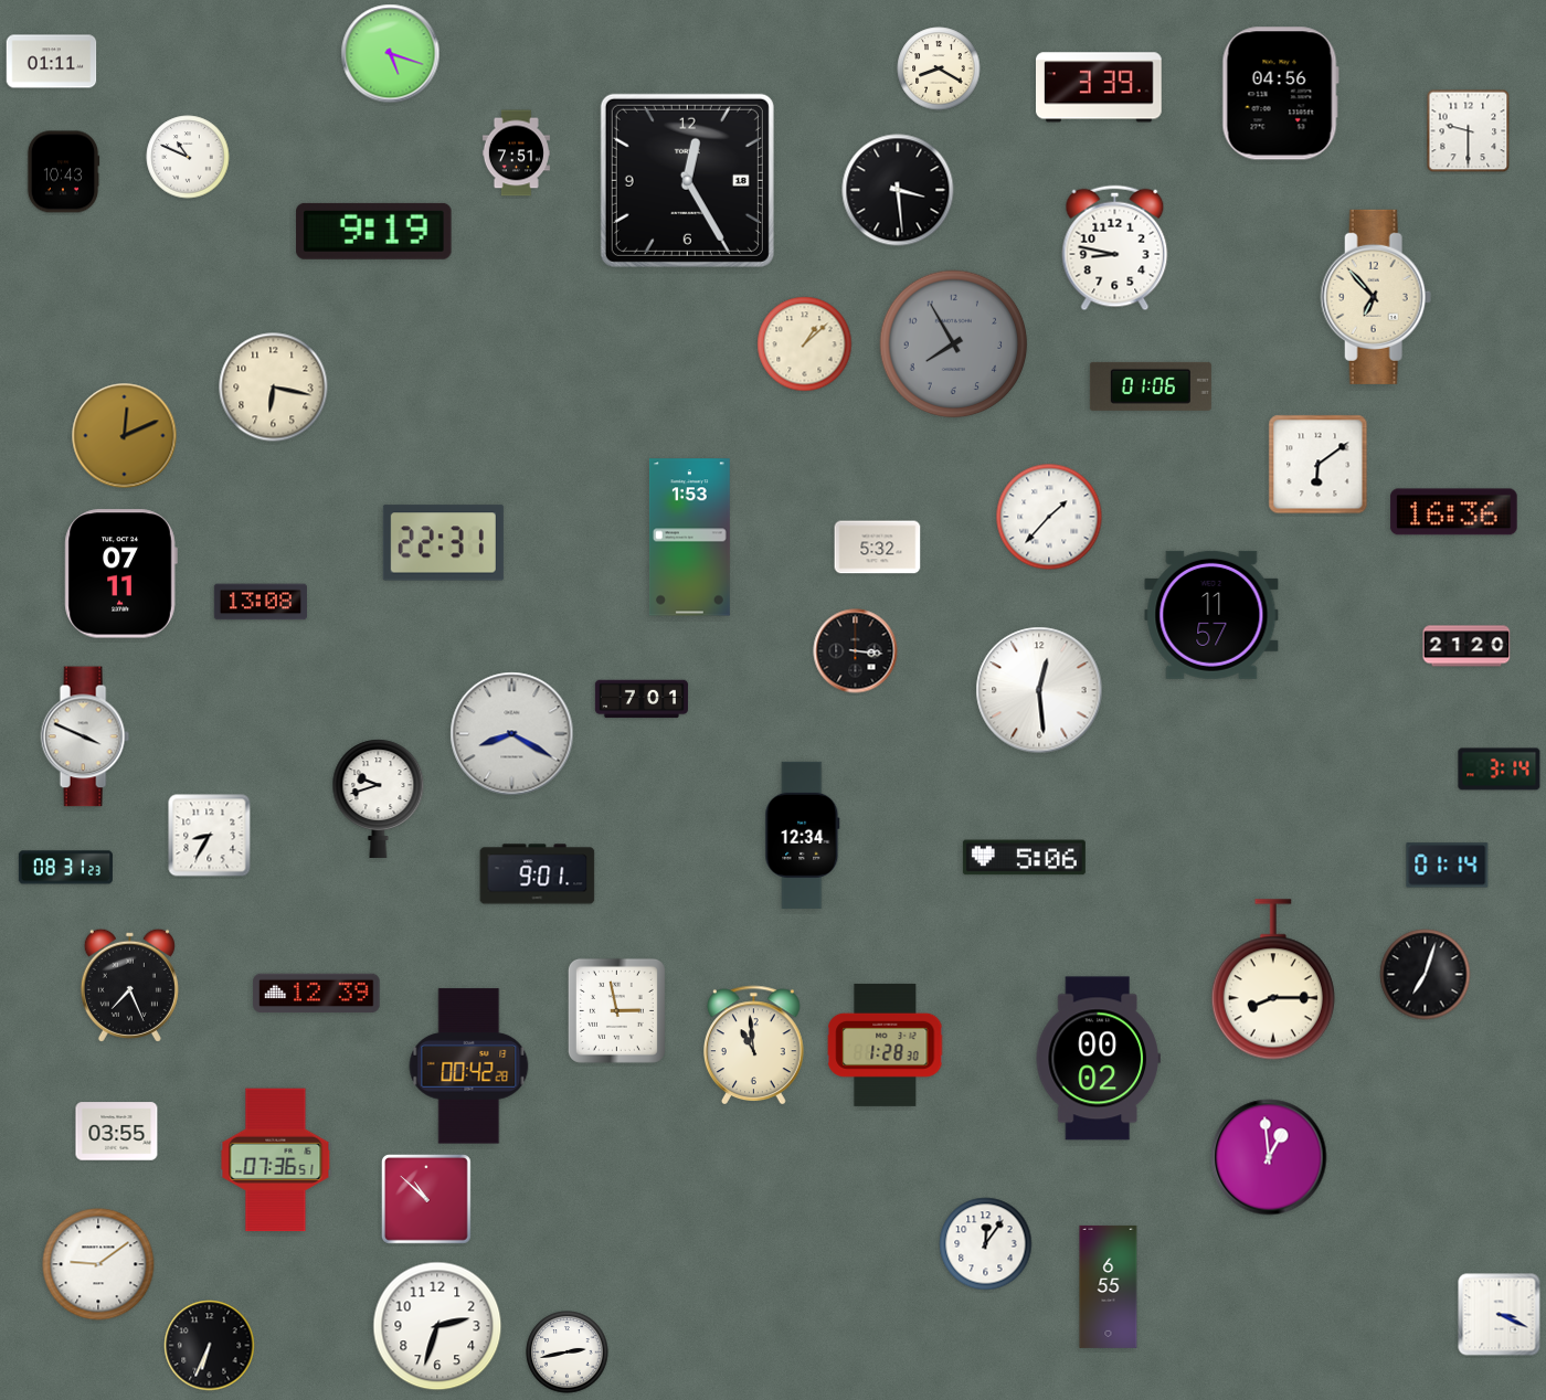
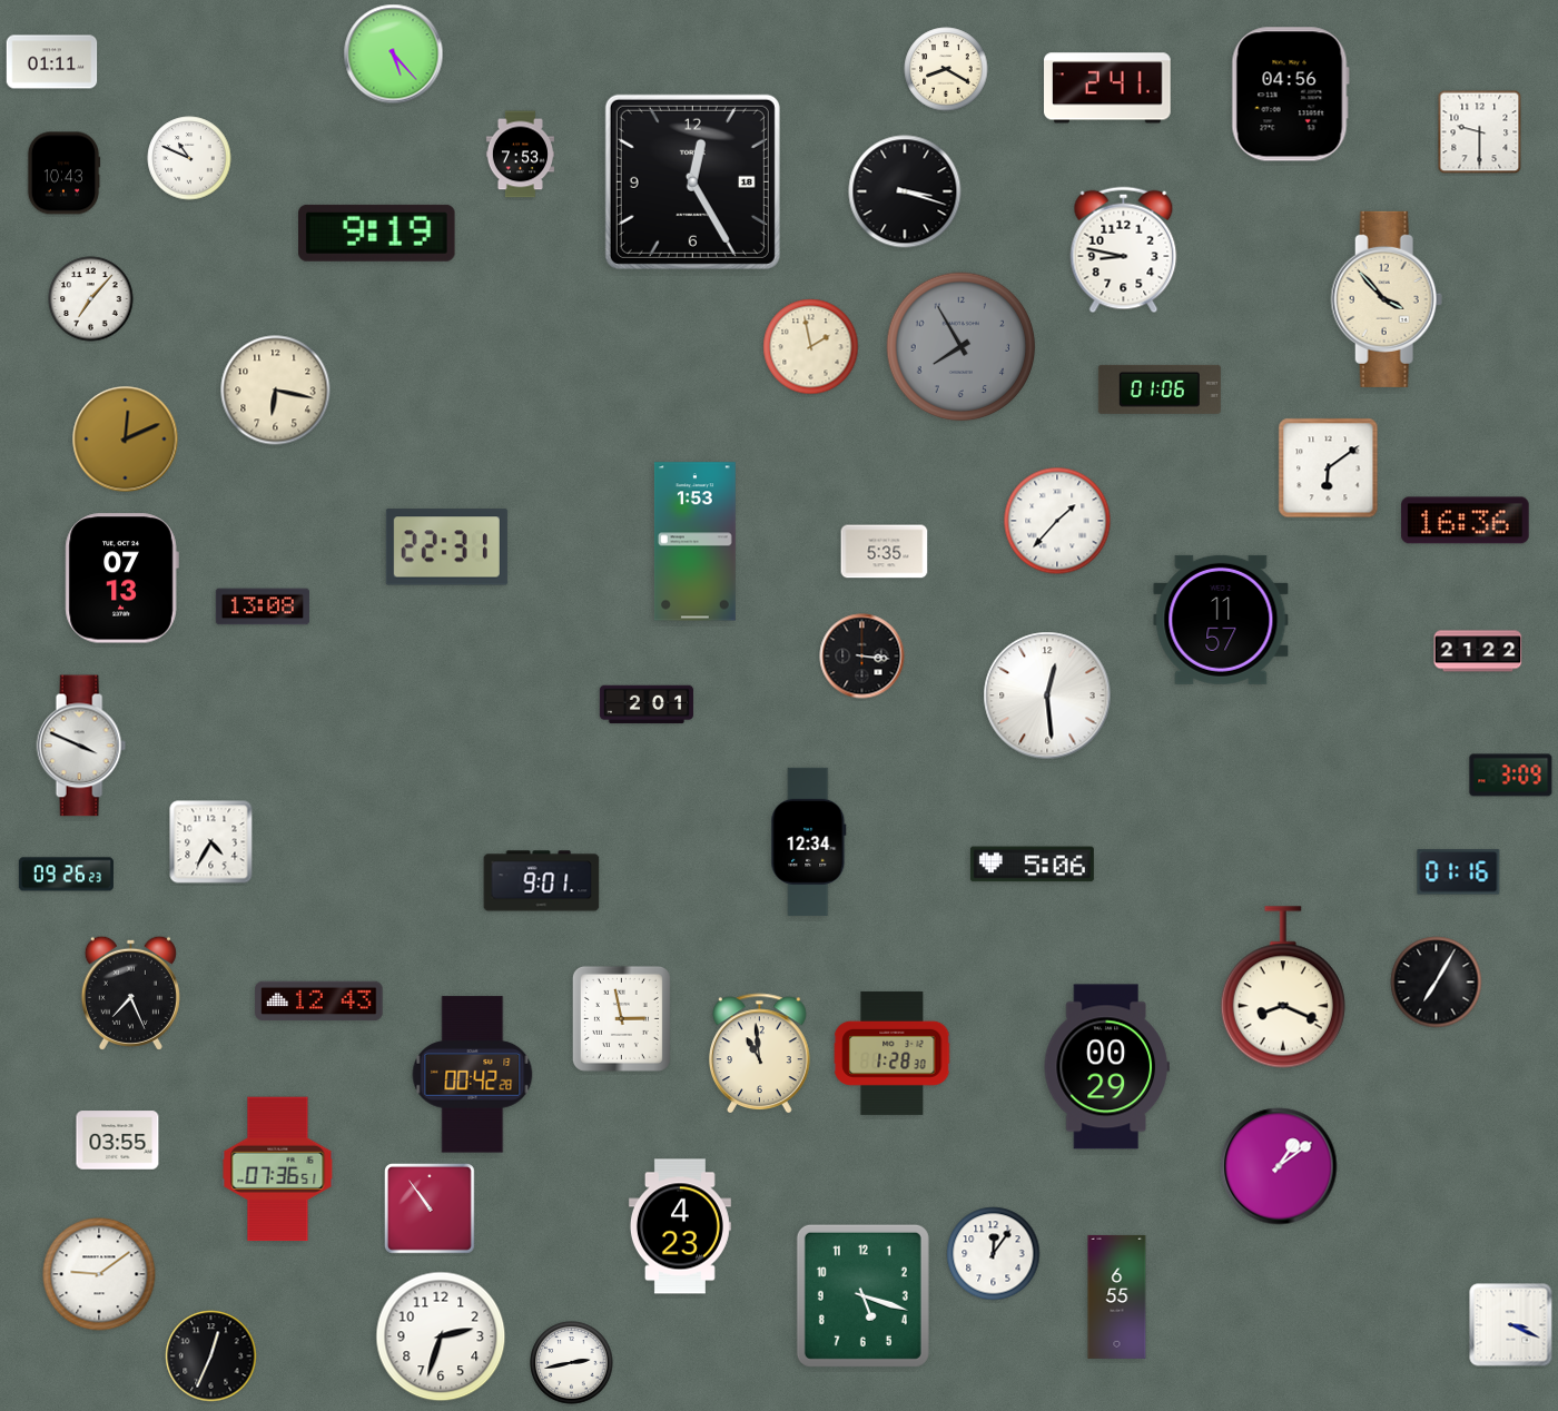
clock at (391, 54): 5:18 -> 5:23
clock at (1099, 87): 3:39 -> 2:41
clock at (516, 153): 7:51 -> 7:53
clock at (898, 190): 3:29 -> 3:18
clock at (91, 299): none -> 7:07
clock at (1376, 297): 6:53 -> 3:53
clock at (805, 344): 1:08 -> 1:58
clock at (1454, 512) position: (1454, 512) -> (1466, 521)
clock at (878, 548): 5:32 -> 5:35
clock at (120, 574): 07:11 -> 07:13
clock at (1466, 646): 21:20 -> 21:22
clock at (642, 699): 7:01 -> 2:01
clock at (512, 734): 8:20 -> none
clock at (85, 736) position: (85, 736) -> (81, 746)
clock at (1500, 770): 3:14 -> 3:09
clock at (379, 798): 9:42 -> none
clock at (210, 836): 8:35 -> 4:35
clock at (1448, 866): 01:14 -> 01:16
clock at (65, 868): 08:31 -> 09:26
clock at (1426, 975): 7:03 -> 7:05
clock at (1273, 979): 8:15 -> 8:19
clock at (317, 994): 12:39 -> 12:43
clock at (1098, 1059): 00:02 -> 00:29
clock at (1269, 1157): 12:59 -> 1:09
clock at (426, 1199): 10:52 -> 10:54
clock at (680, 1226): none -> 4:23
clock at (862, 1295): none -> 5:18
clock at (210, 1346): 6:34 -> 12:34
